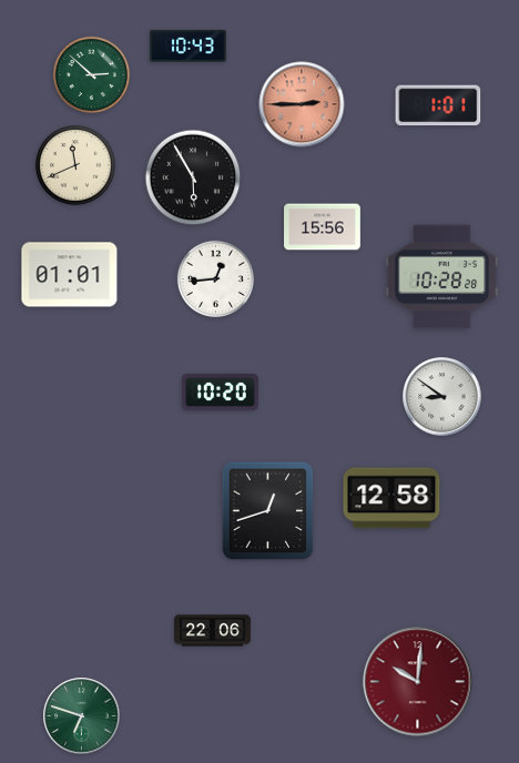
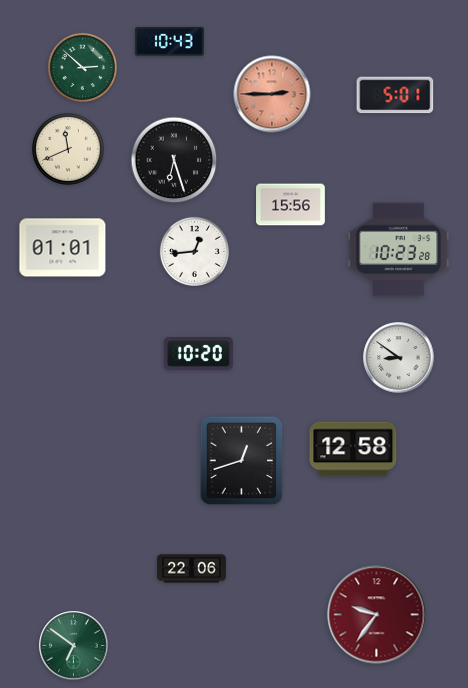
clock at (438, 105): 1:01 -> 5:01
clock at (193, 177): 5:55 -> 6:27
clock at (442, 277): 10:28 -> 10:23
clock at (418, 682): 10:01 -> 9:36
clock at (82, 716): 6:48 -> 6:51
